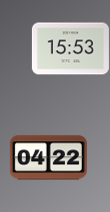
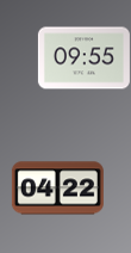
clock at (70, 49): 15:53 -> 09:55
